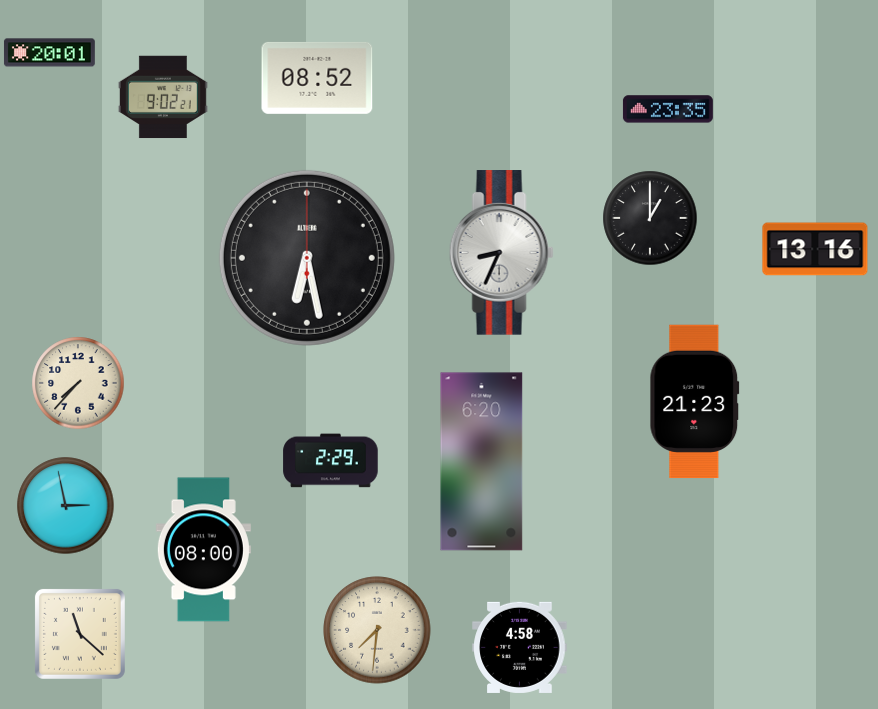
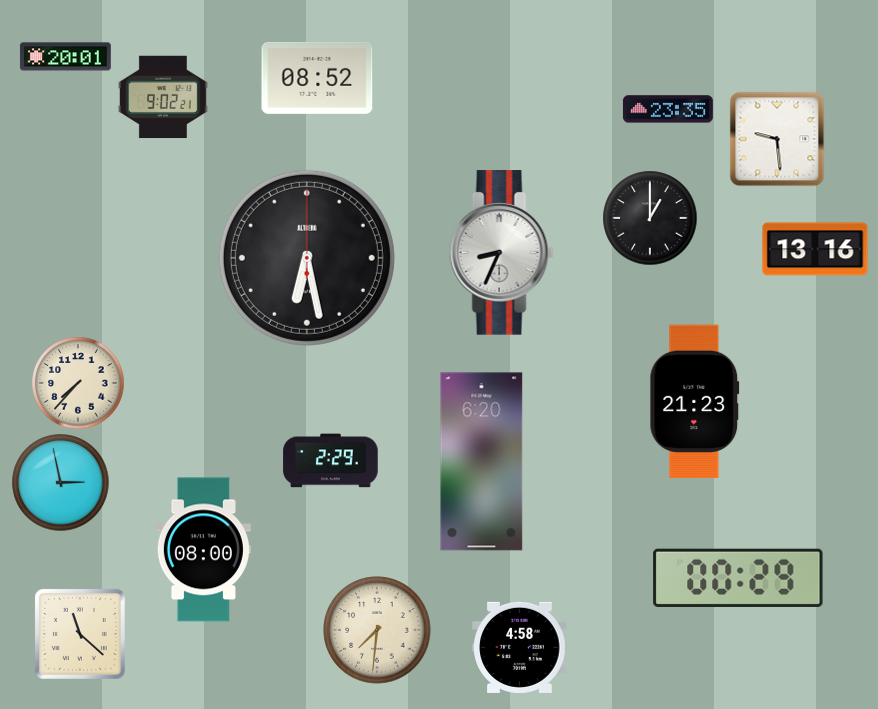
clock at (49, 53) position: (49, 53) -> (65, 57)
clock at (777, 139): none -> 9:29
clock at (66, 506) position: (66, 506) -> (61, 483)
clock at (738, 578): none -> 00:29
